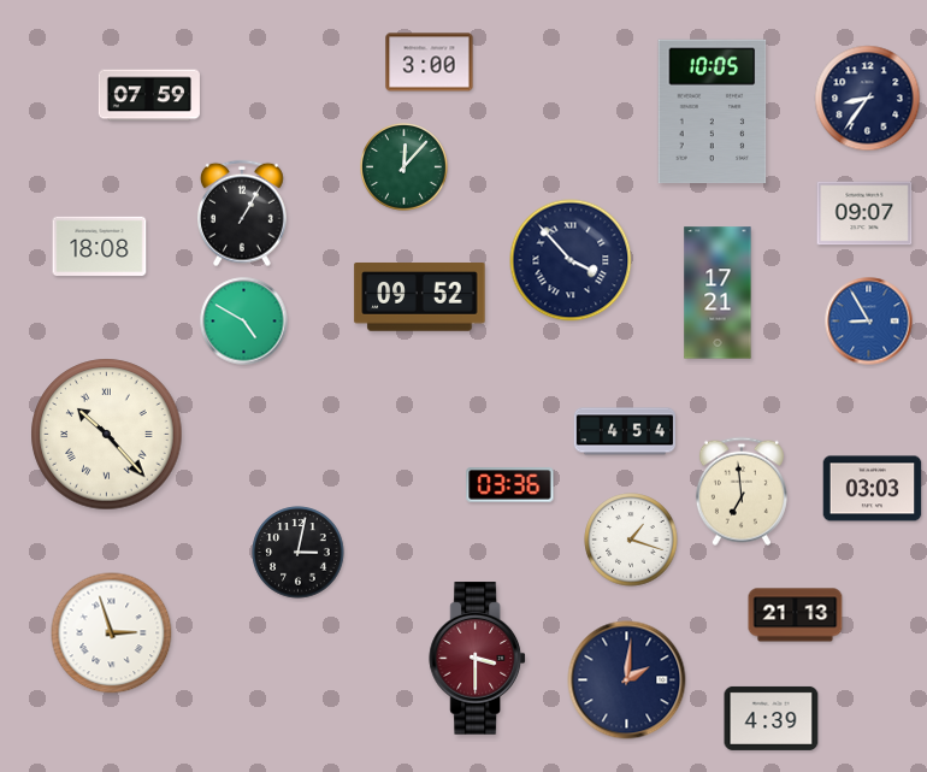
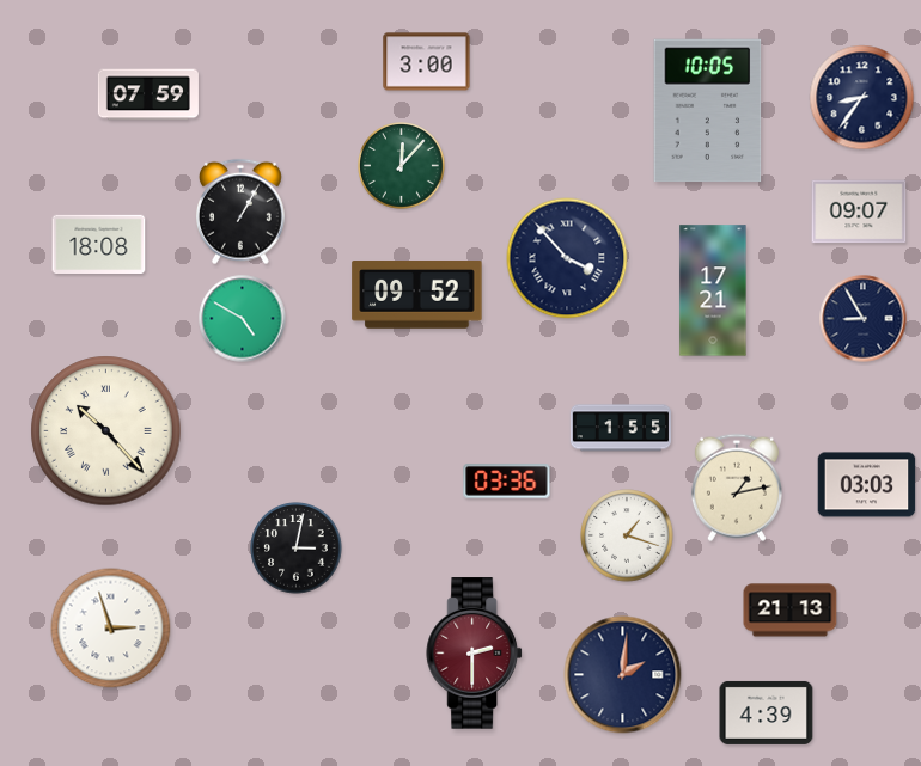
clock at (869, 322) dial: blue -> navy
clock at (625, 431): 4:54 -> 1:55
clock at (742, 491): 6:59 -> 1:13
clock at (477, 659): 3:30 -> 2:30
